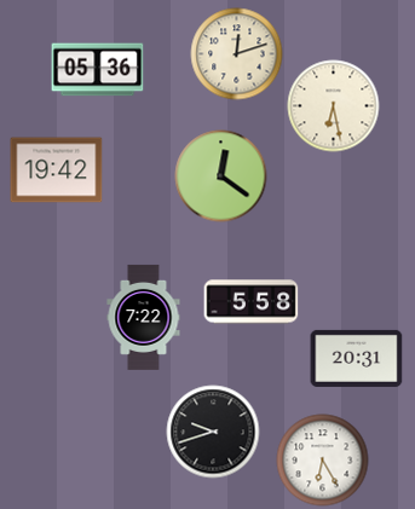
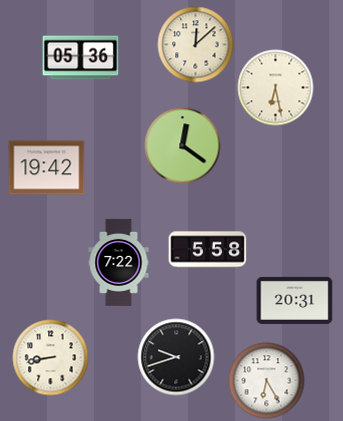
clock at (237, 54): 12:12 -> 12:08
clock at (57, 170) position: (57, 170) -> (47, 168)
clock at (357, 358) position: (357, 358) -> (295, 300)
clock at (51, 358): none -> 8:43
